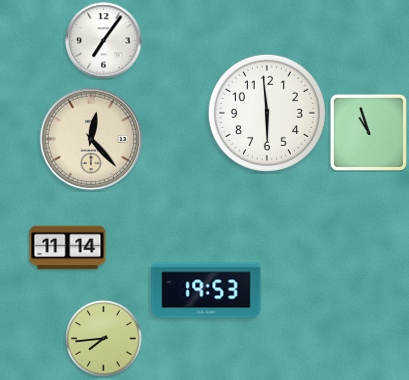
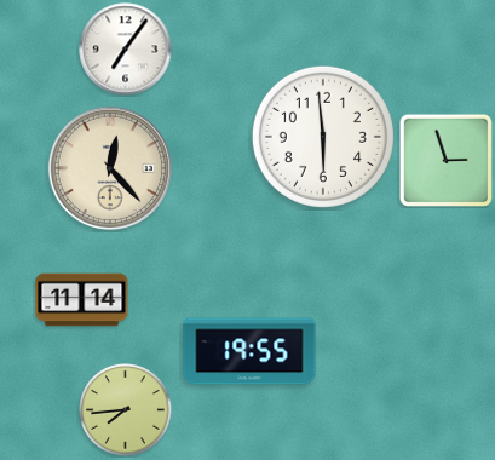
clock at (368, 132): 10:57 -> 2:57
clock at (206, 290): 19:53 -> 19:55
